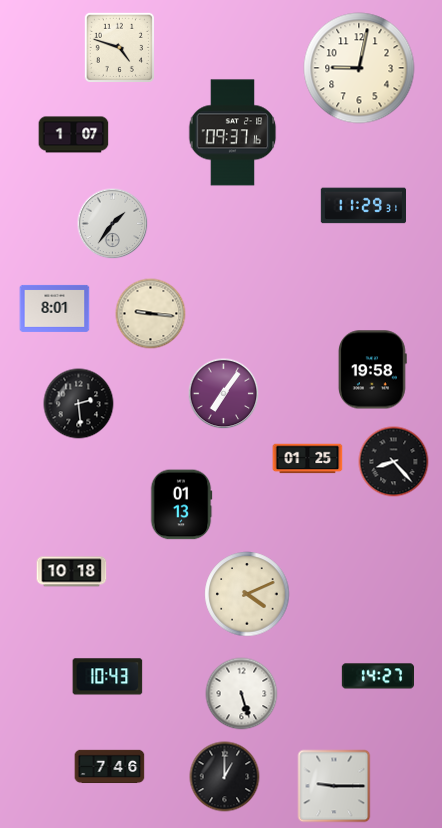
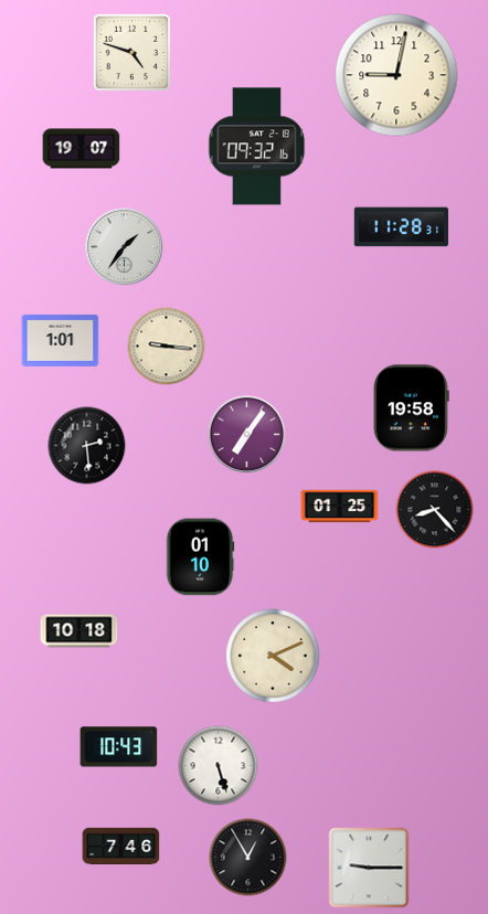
clock at (233, 133): 09:37 -> 09:32
clock at (74, 135): 1:07 -> 19:07
clock at (363, 206): 11:29 -> 11:28
clock at (55, 308): 8:01 -> 1:01
clock at (181, 505): 01:13 -> 01:10
clock at (377, 676): 14:27 -> none
clock at (242, 694) position: (242, 694) -> (219, 766)
clock at (225, 777): 1:00 -> 12:55
